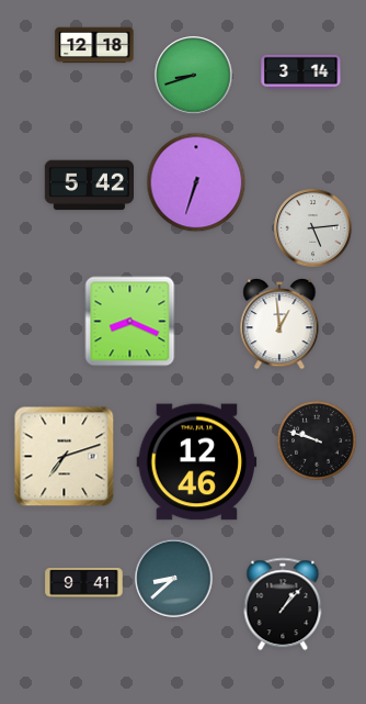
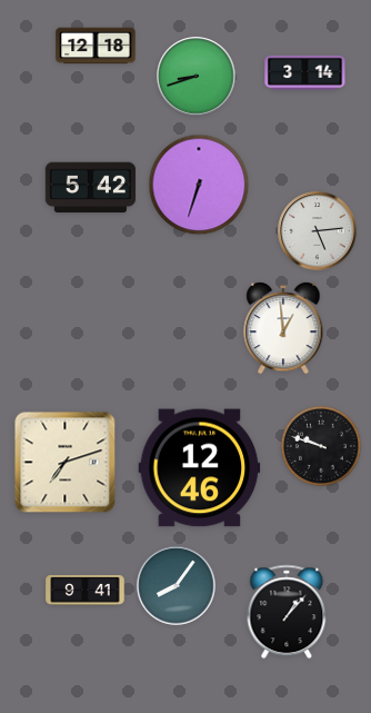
clock at (130, 322): 8:19 -> none
clock at (174, 579): 8:38 -> 8:06
